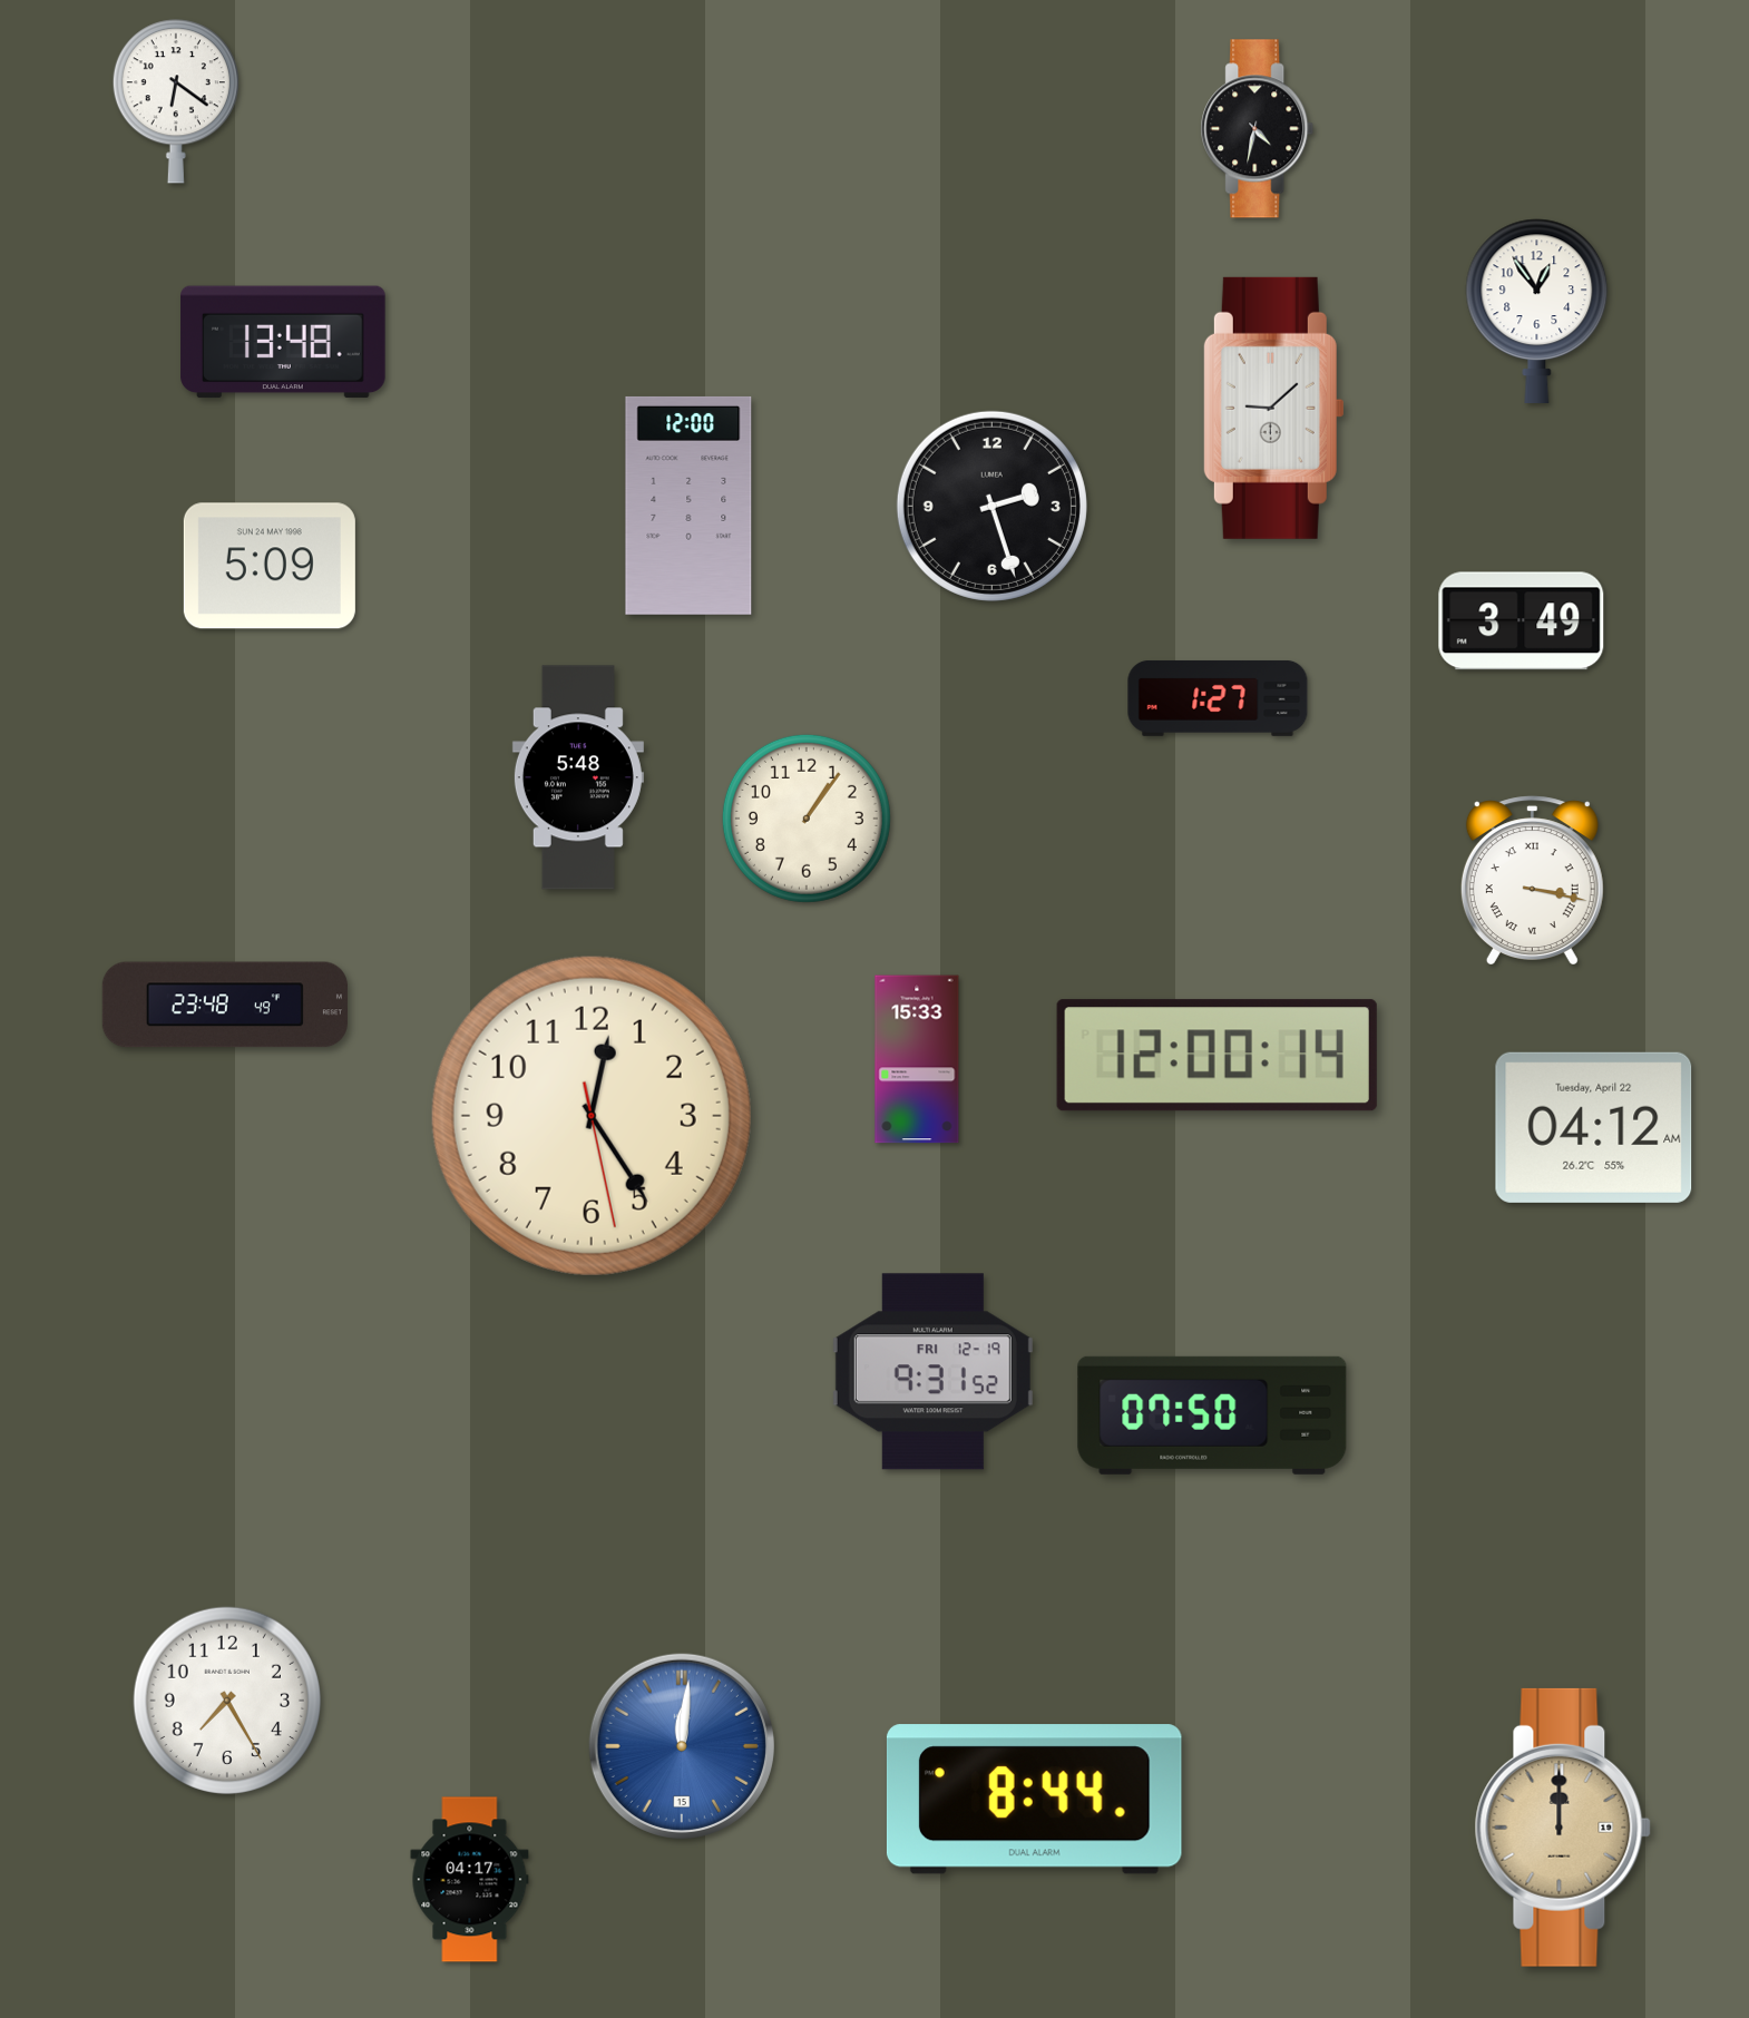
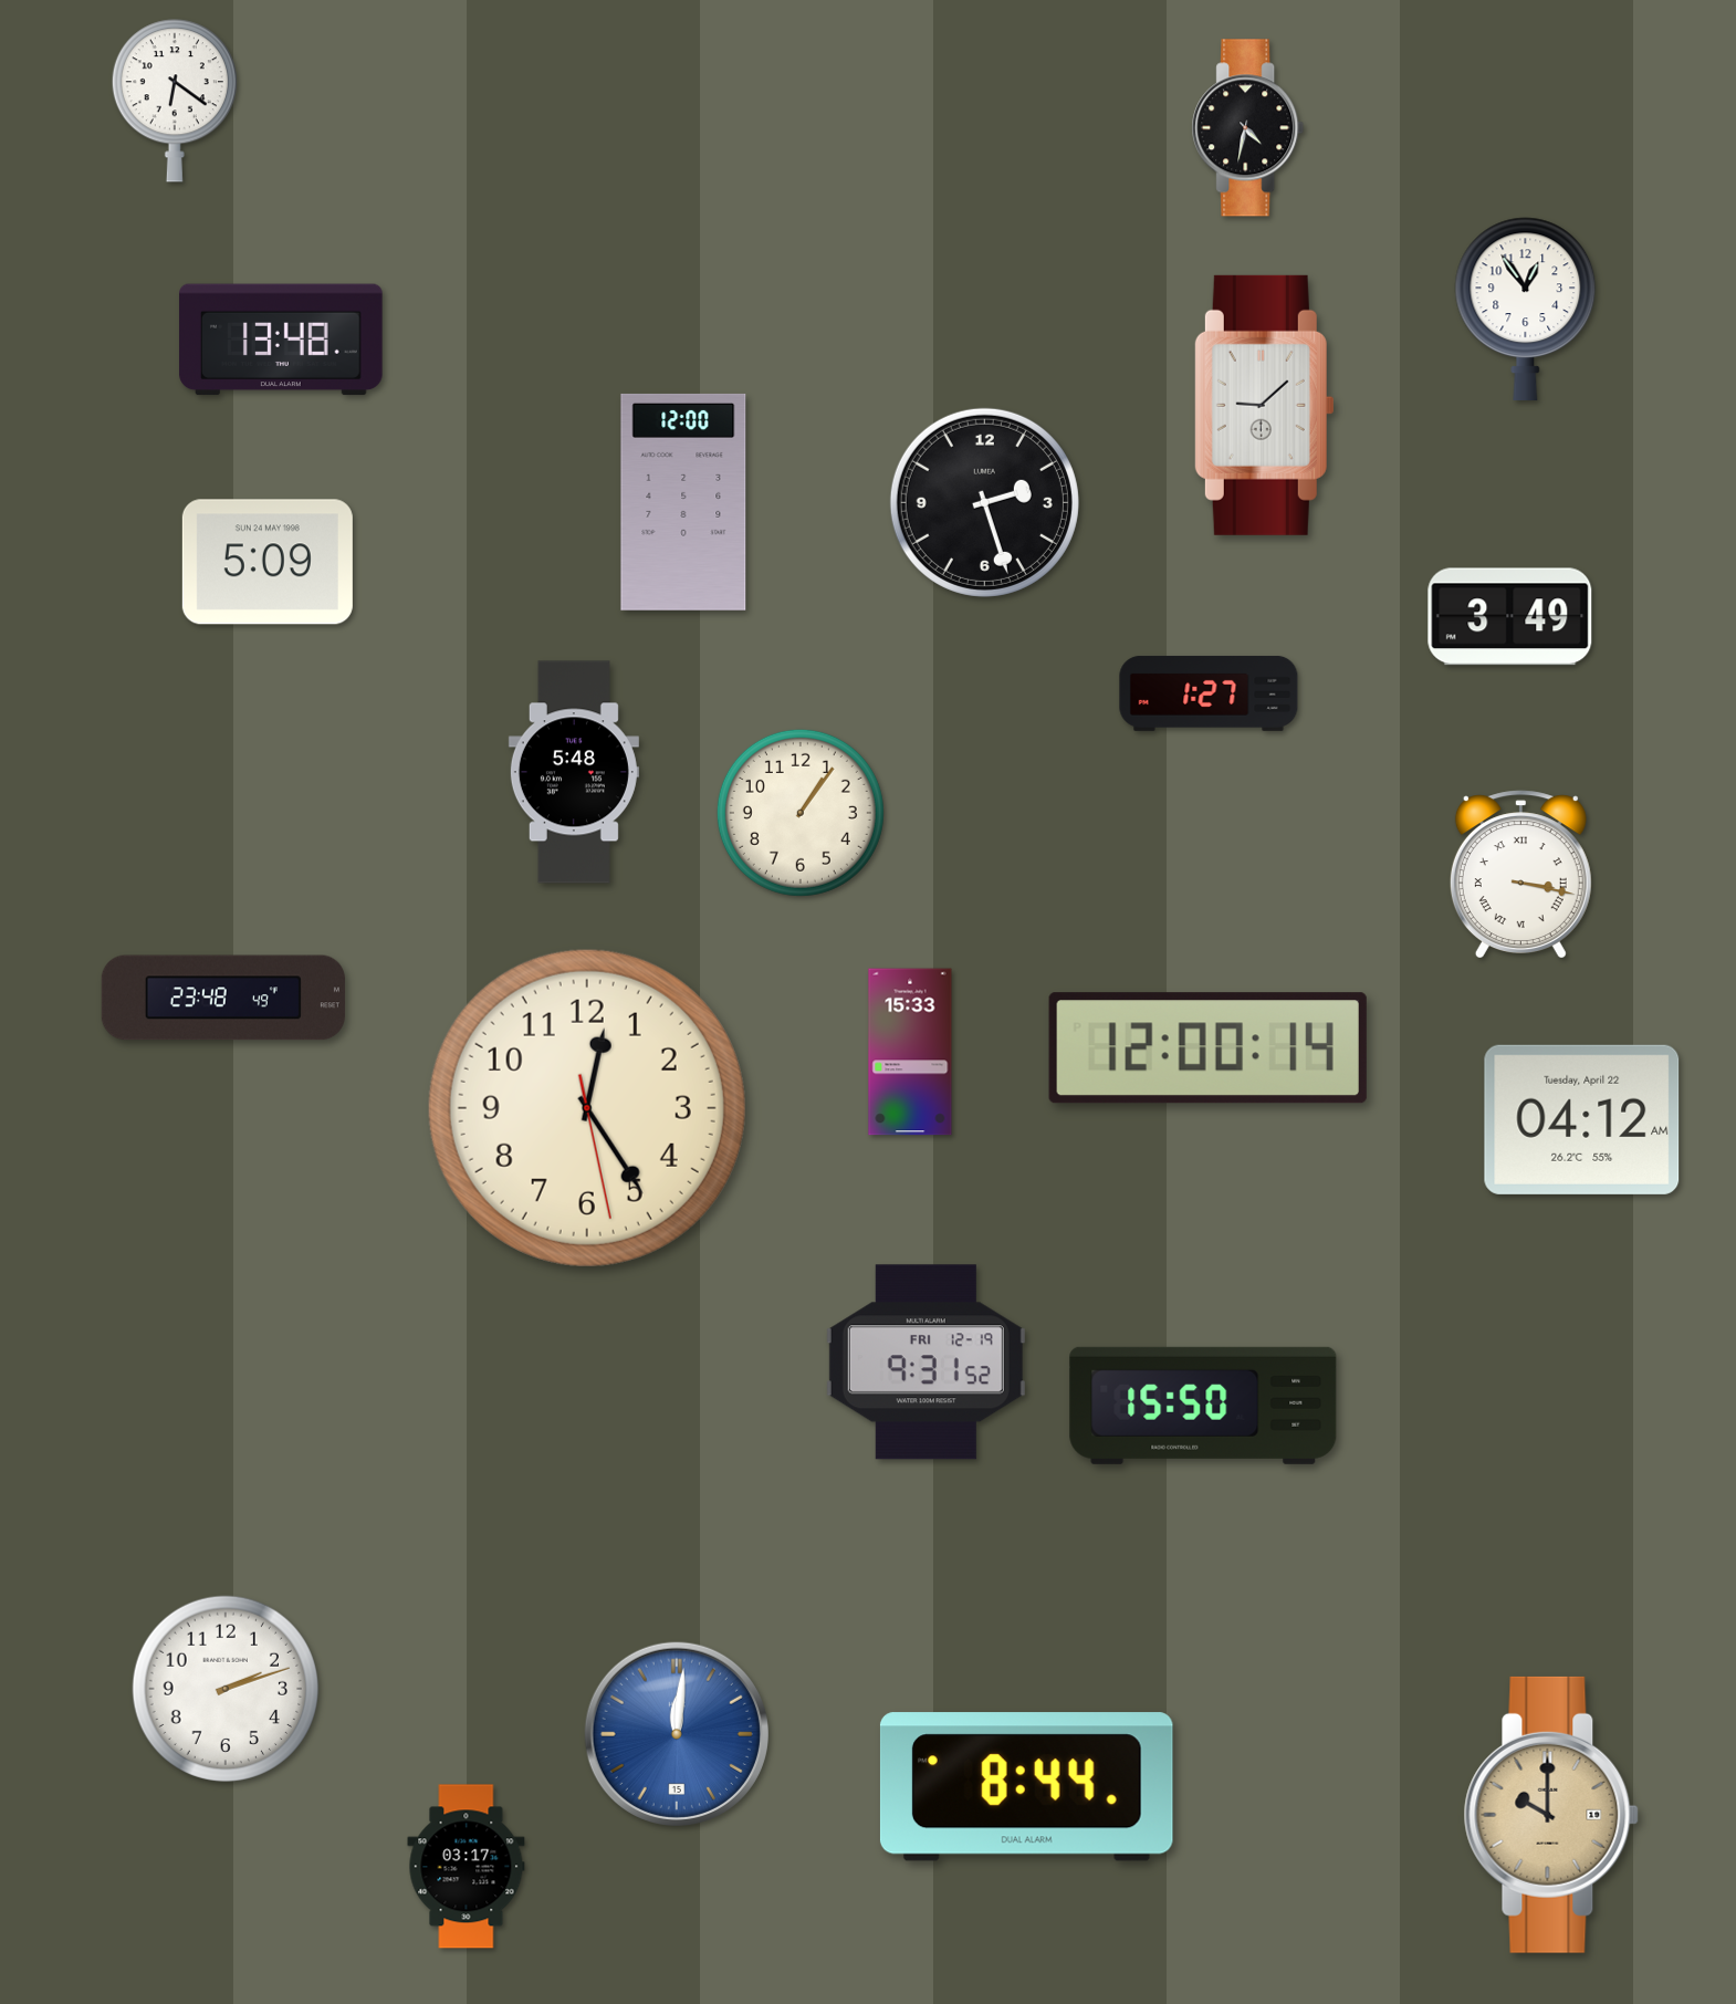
clock at (1212, 1415): 07:50 -> 15:50
clock at (227, 1701): 7:25 -> 2:12
clock at (1563, 1828): 12:00 -> 10:00
clock at (470, 1880): 04:17 -> 03:17
